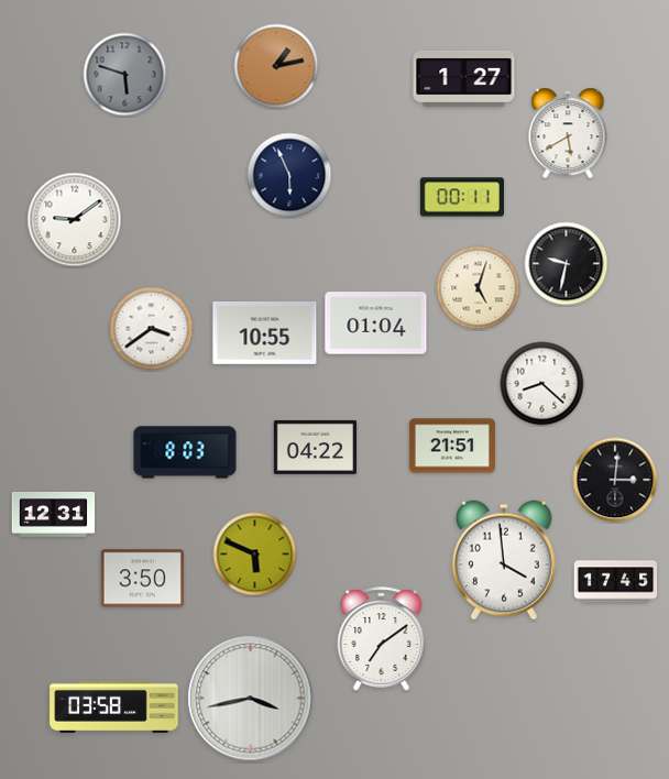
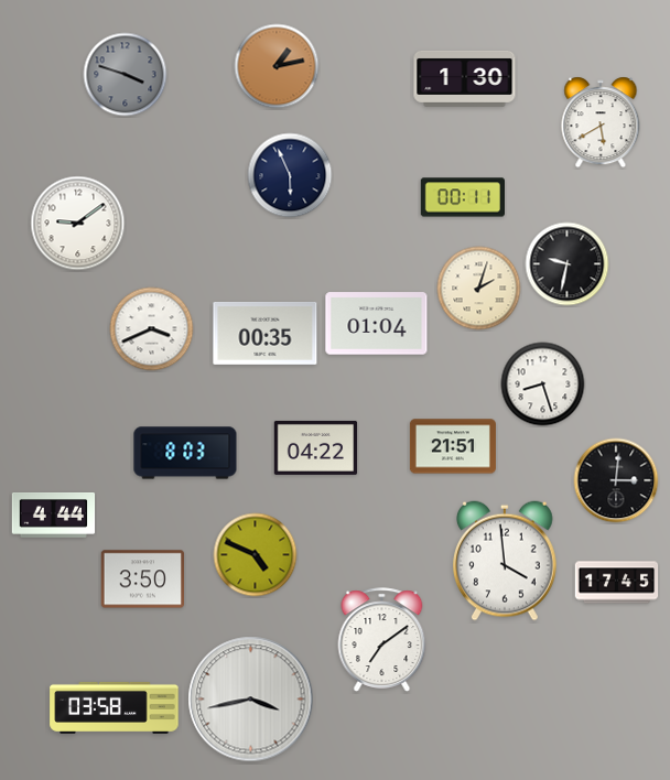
clock at (125, 75): 5:48 -> 3:48
clock at (464, 78): 1:27 -> 1:30
clock at (568, 133) position: (568, 133) -> (601, 122)
clock at (75, 220) position: (75, 220) -> (78, 224)
clock at (479, 288): 5:03 -> 2:03
clock at (152, 329): 3:39 -> 3:41
clock at (265, 332): 10:55 -> 00:35
clock at (542, 384): 8:22 -> 8:27
clock at (54, 515): 12:31 -> 4:44
clock at (255, 555): 5:49 -> 4:49
